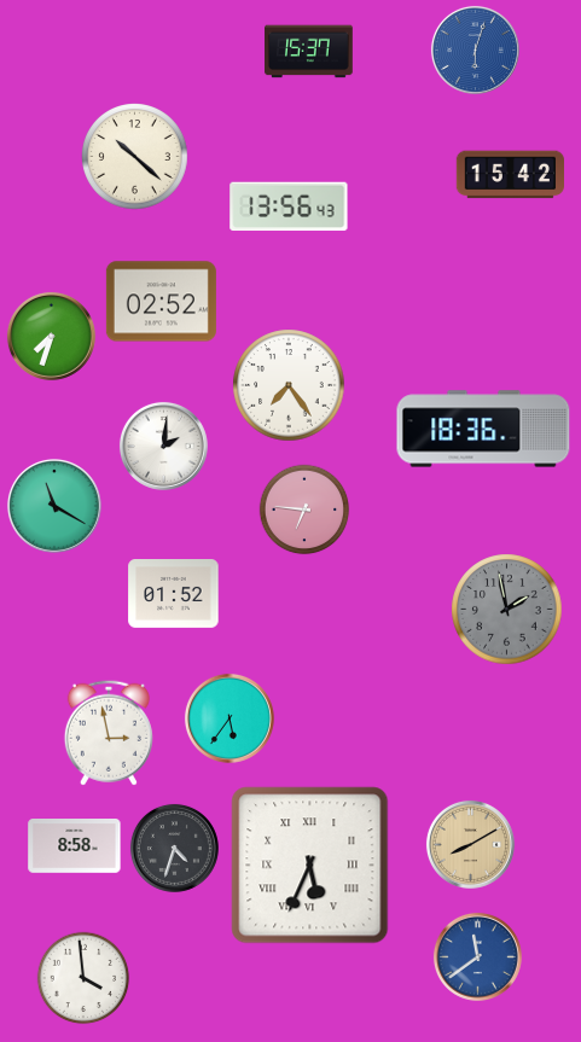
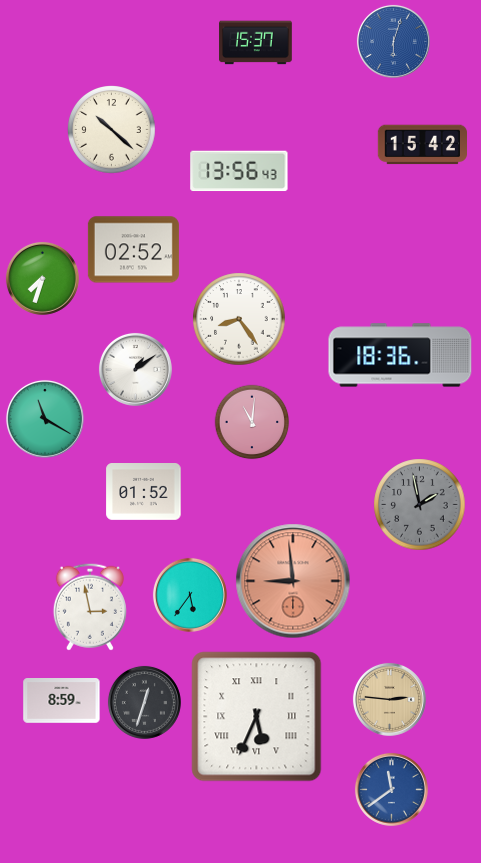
clock at (289, 385): 7:24 -> 8:24
clock at (163, 446): 2:01 -> 1:09
clock at (304, 510): 6:46 -> 11:01
clock at (293, 581): none -> 8:59
clock at (470, 844): 8:10 -> 2:46
clock at (75, 846): 8:58 -> 8:59
clock at (174, 848): 4:33 -> 12:33
clock at (477, 956) position: (477, 956) -> (391, 789)
clock at (83, 978): 3:59 -> none
